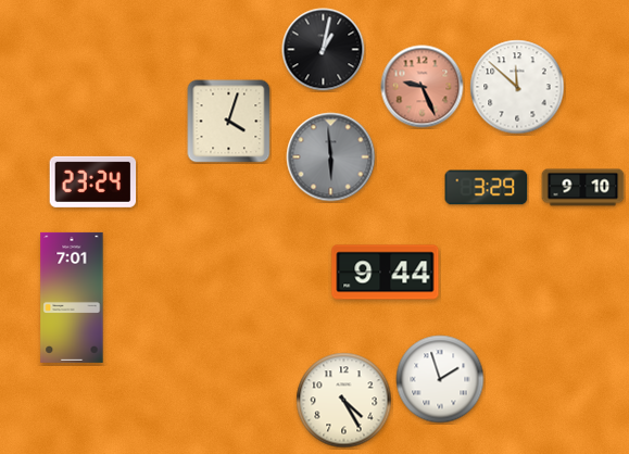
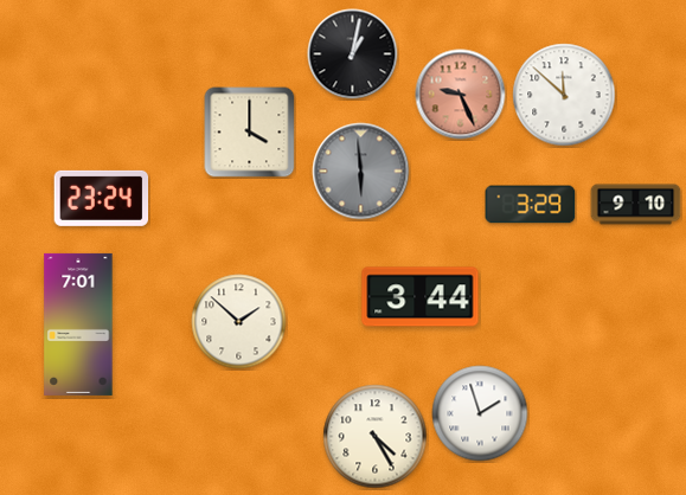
clock at (229, 122): 4:03 -> 4:00
clock at (386, 273): 9:44 -> 3:44
clock at (239, 322): none -> 1:52
